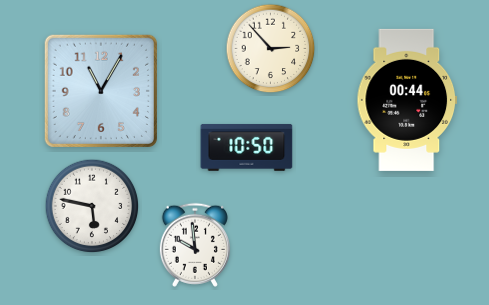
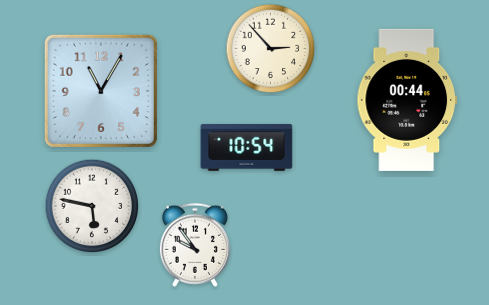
clock at (247, 148): 10:50 -> 10:54
clock at (195, 245): 9:59 -> 9:54
